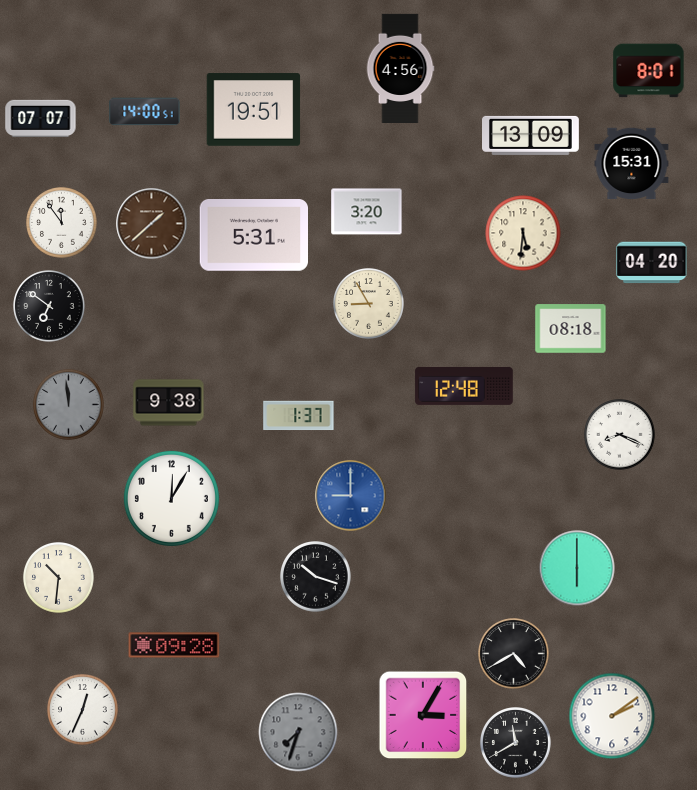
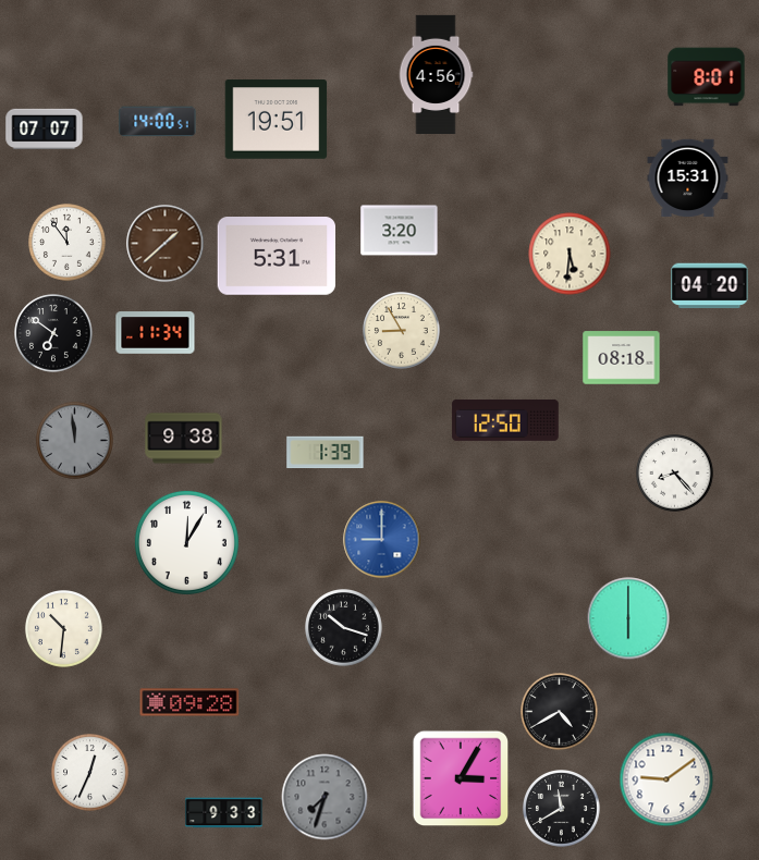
clock at (531, 135): 13:09 -> none
clock at (156, 333): none -> 11:34
clock at (464, 386): 12:48 -> 12:50
clock at (299, 416): 1:37 -> 1:39
clock at (620, 435): 8:19 -> 8:23
clock at (612, 716): 2:09 -> 9:09
clock at (224, 813): none -> 9:33
